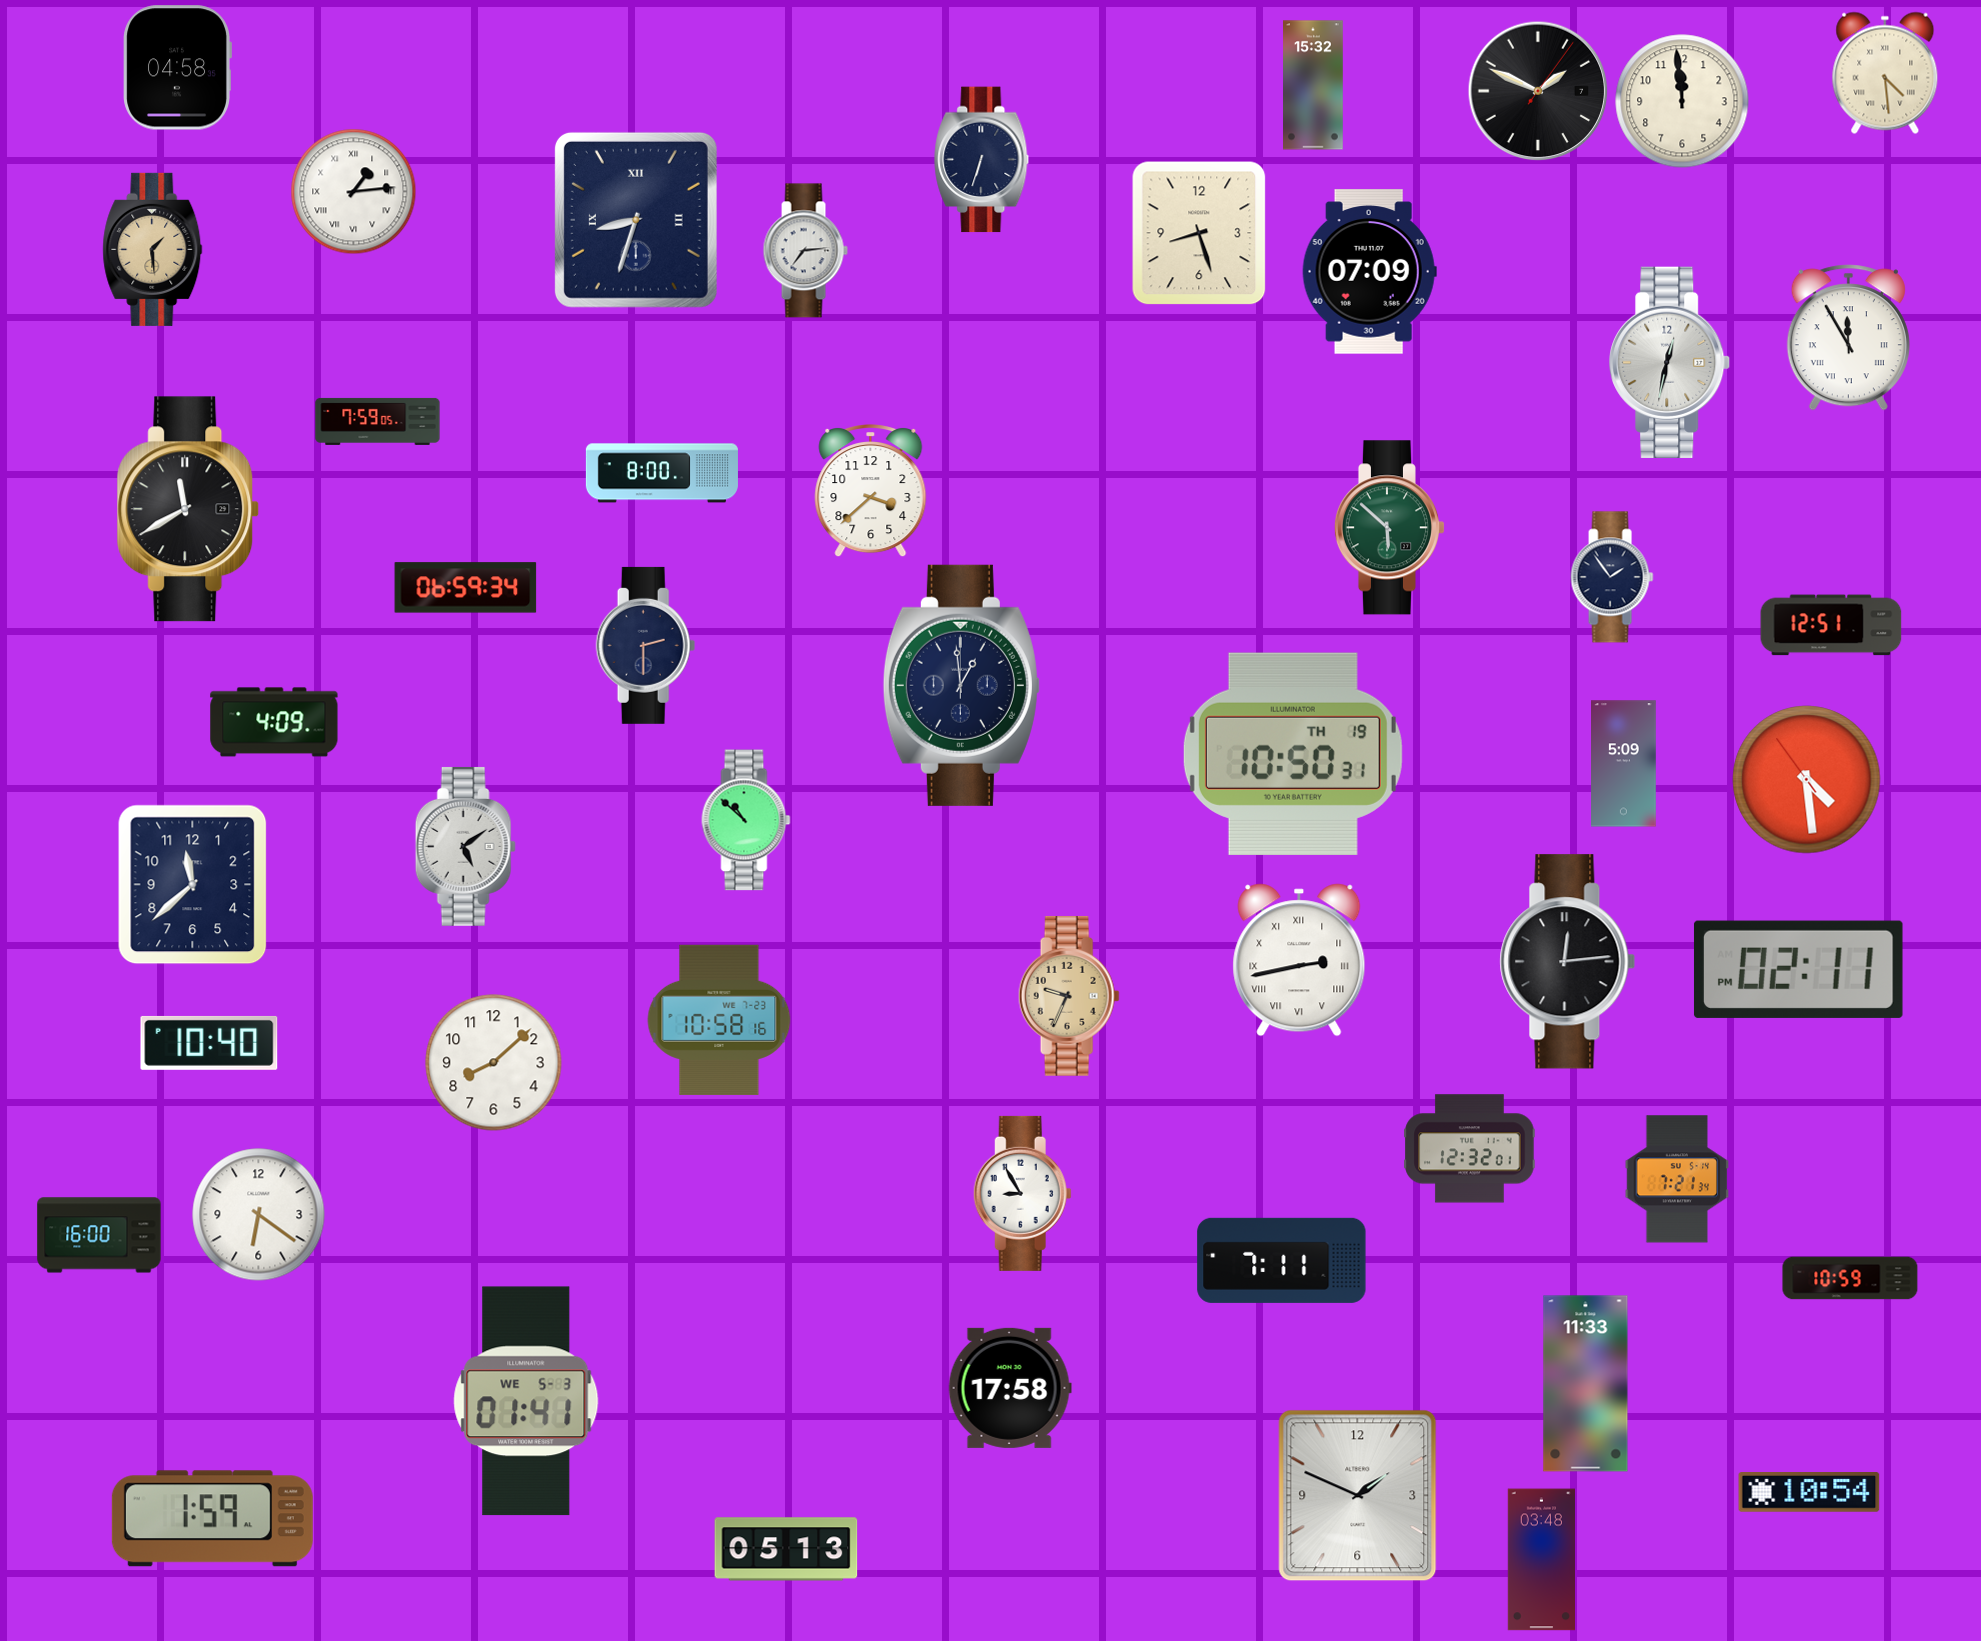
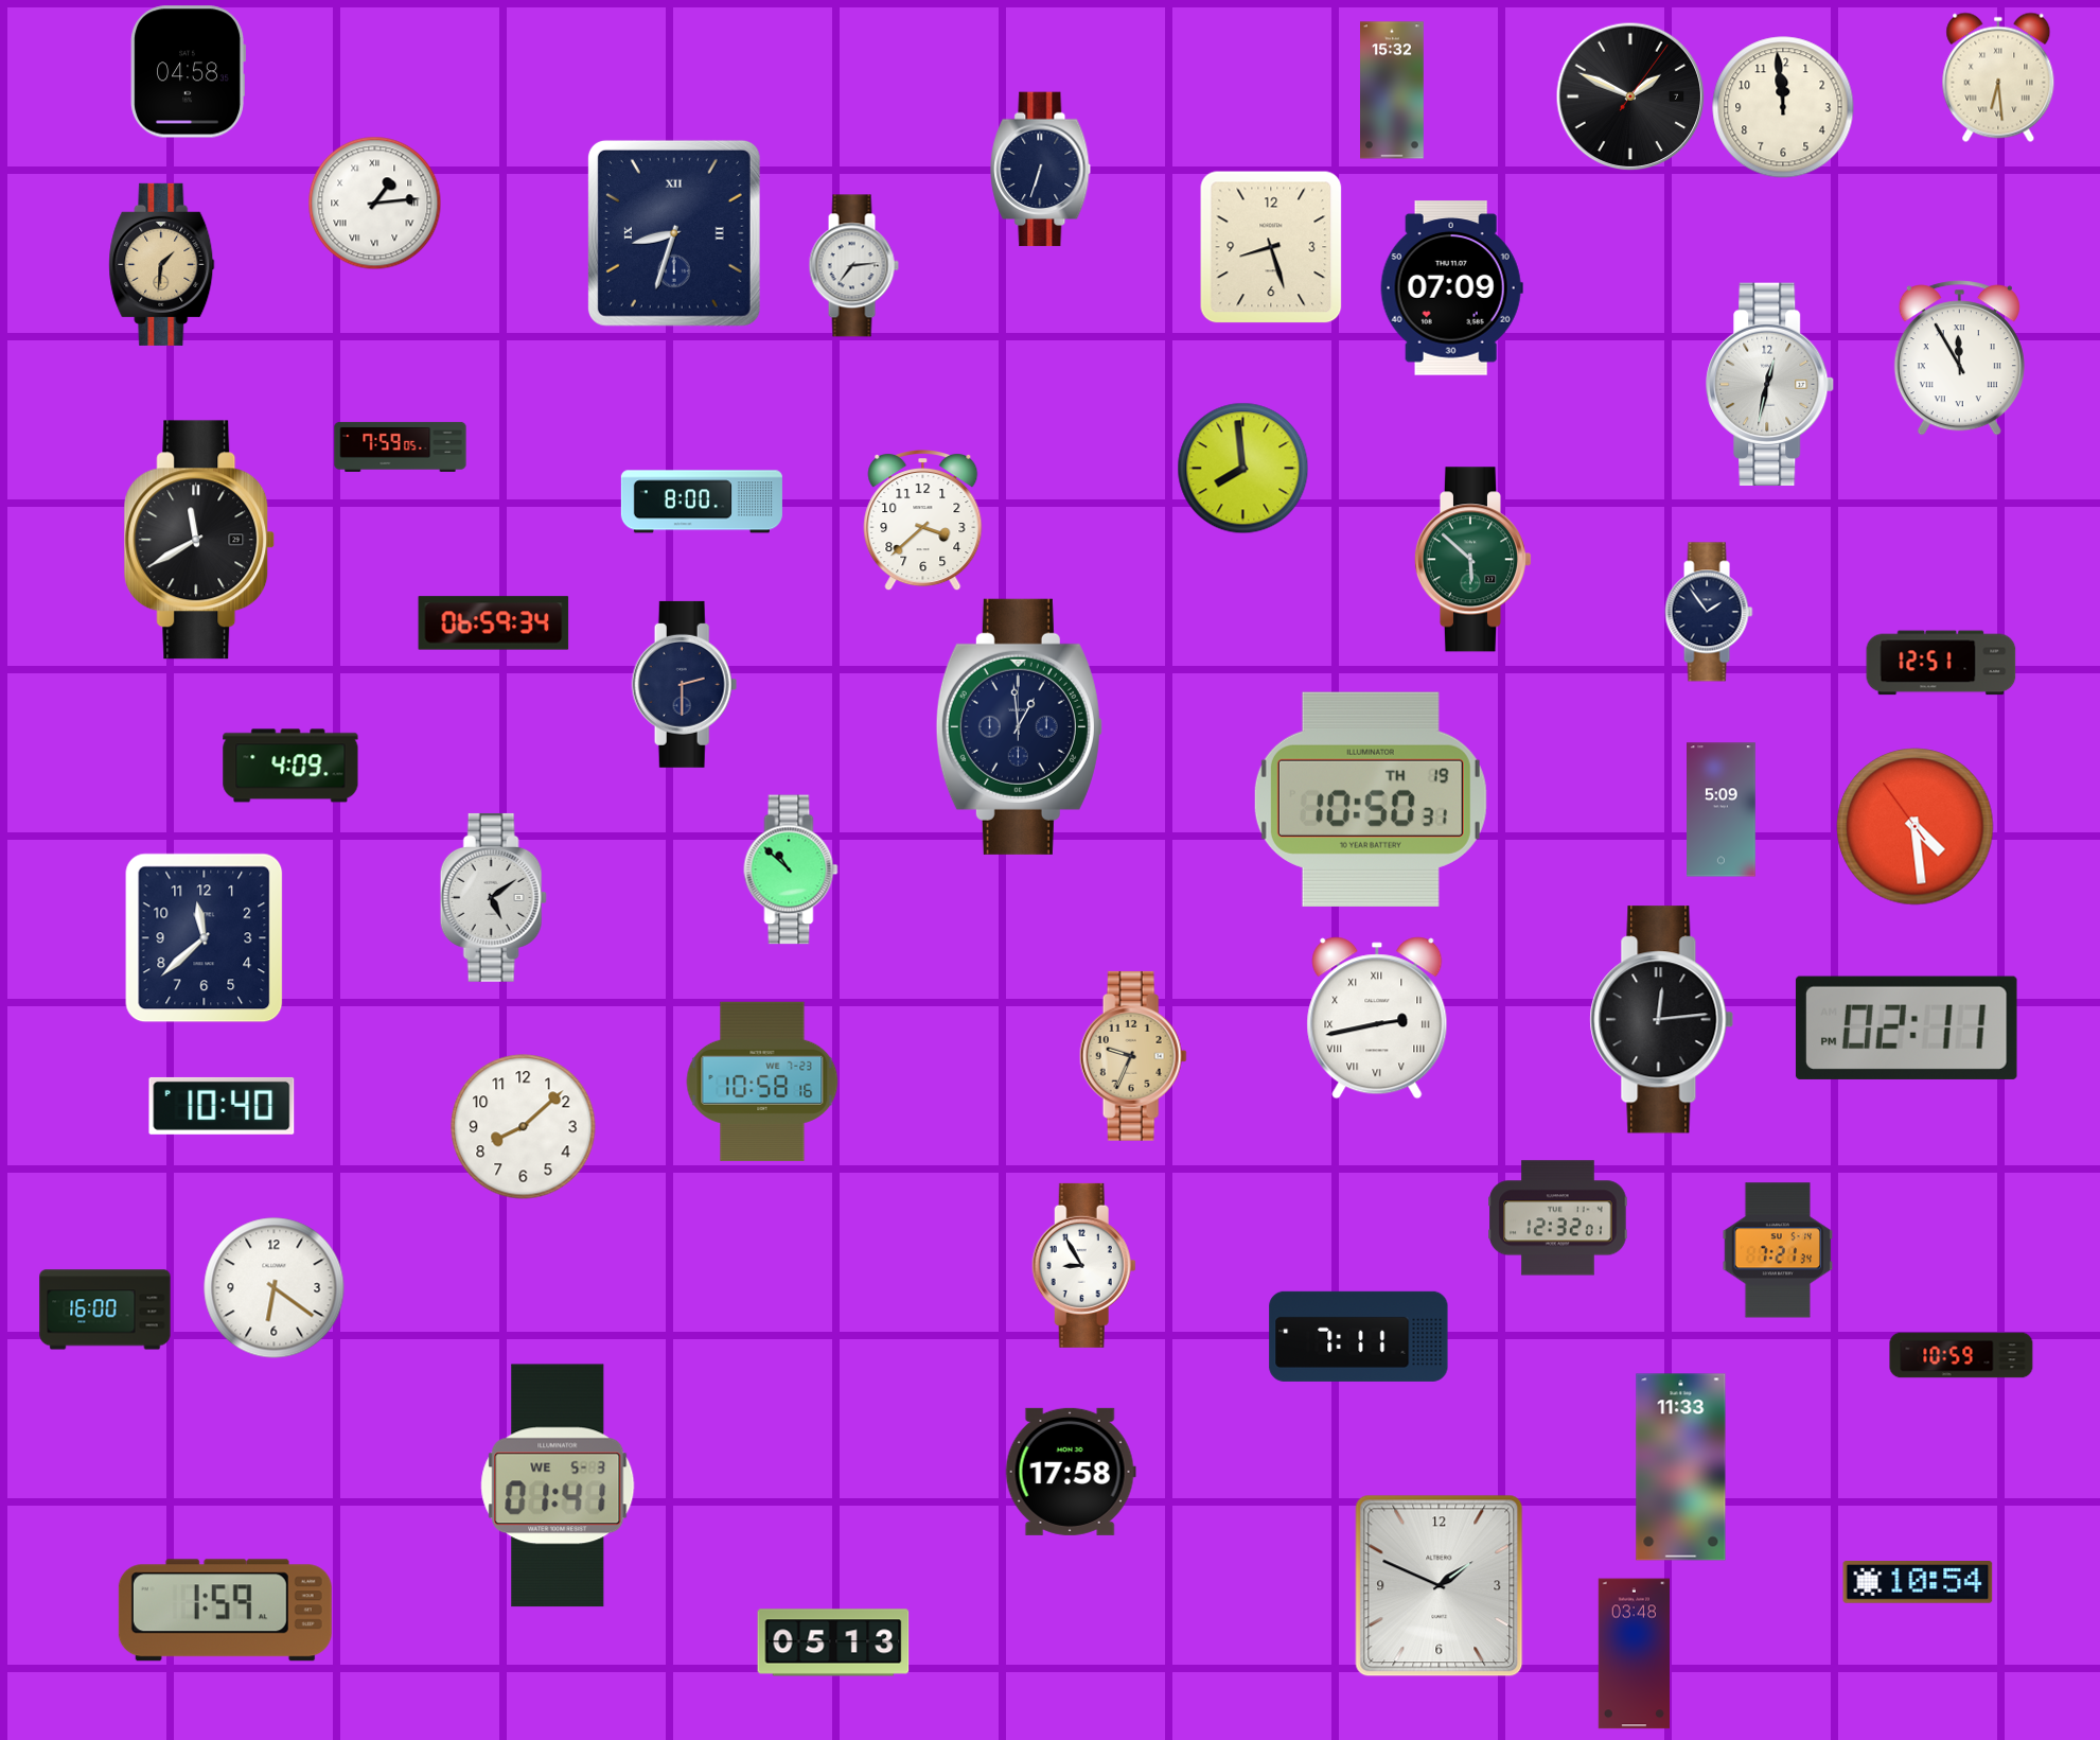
clock at (1885, 73): 4:29 -> 6:29
clock at (153, 249): 1:29 -> 1:31
clock at (1243, 469): none -> 7:59
